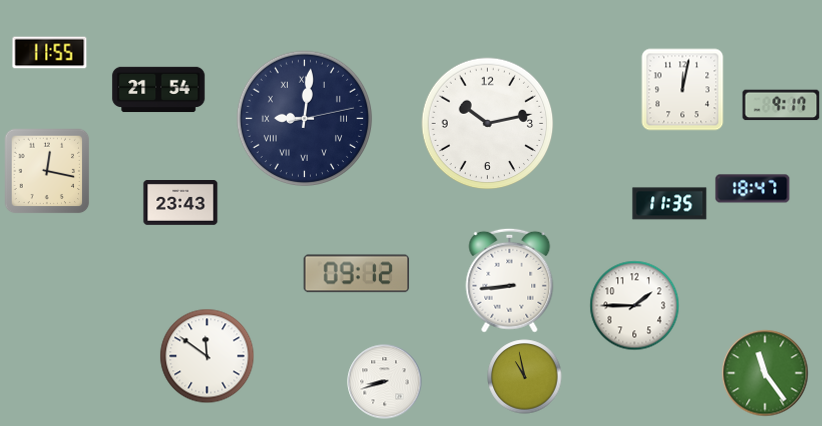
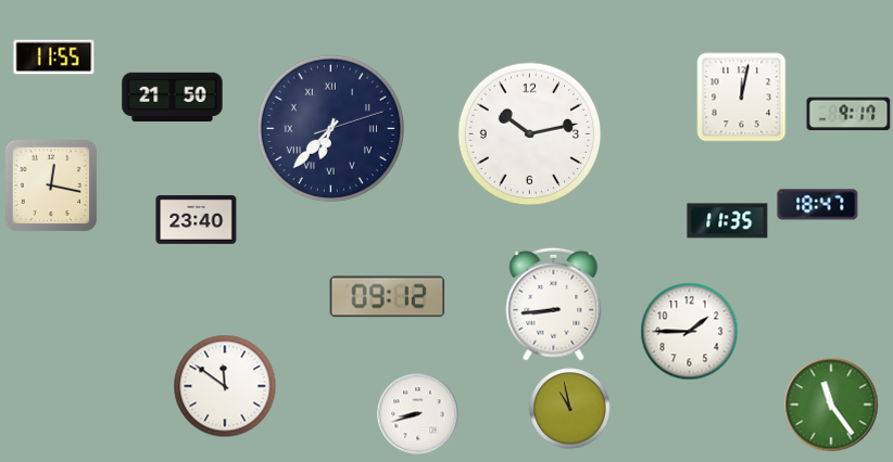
clock at (159, 90): 21:54 -> 21:50
clock at (305, 119): 9:01 -> 6:37
clock at (181, 203): 23:43 -> 23:40
